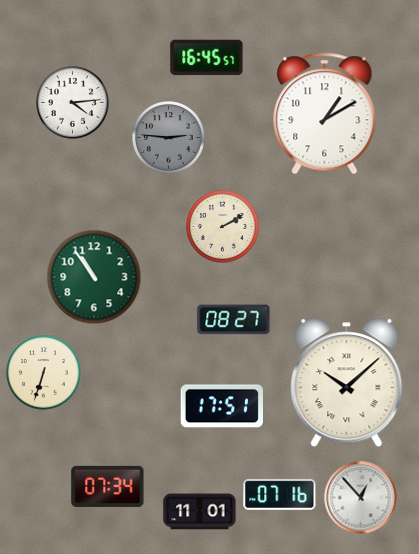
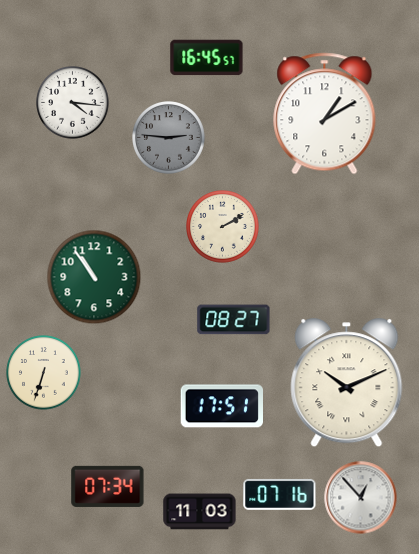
clock at (73, 103): 4:14 -> 4:16
clock at (347, 383): 10:08 -> 10:11
clock at (200, 512): 11:01 -> 11:03
